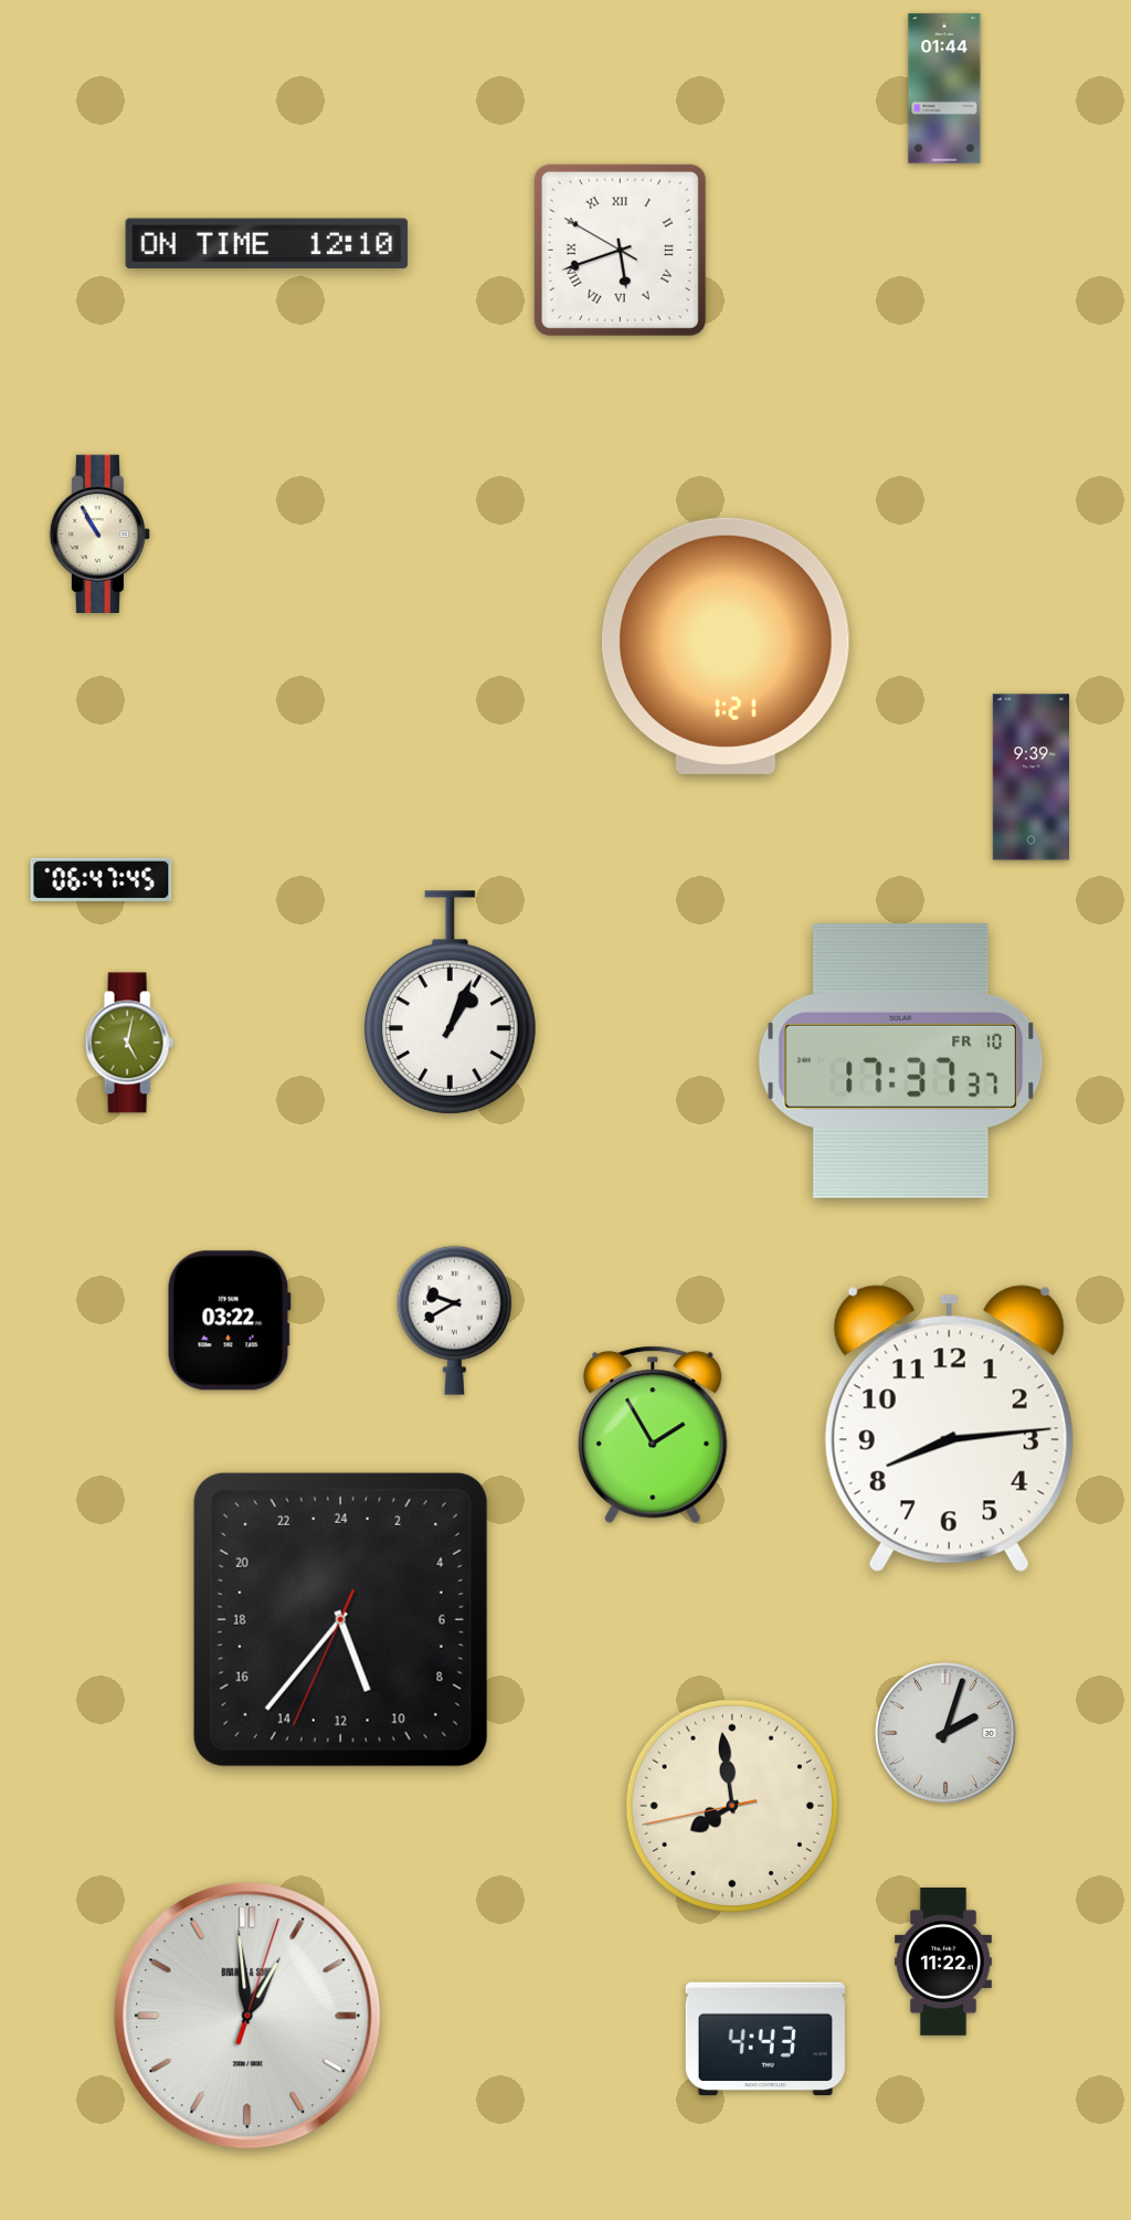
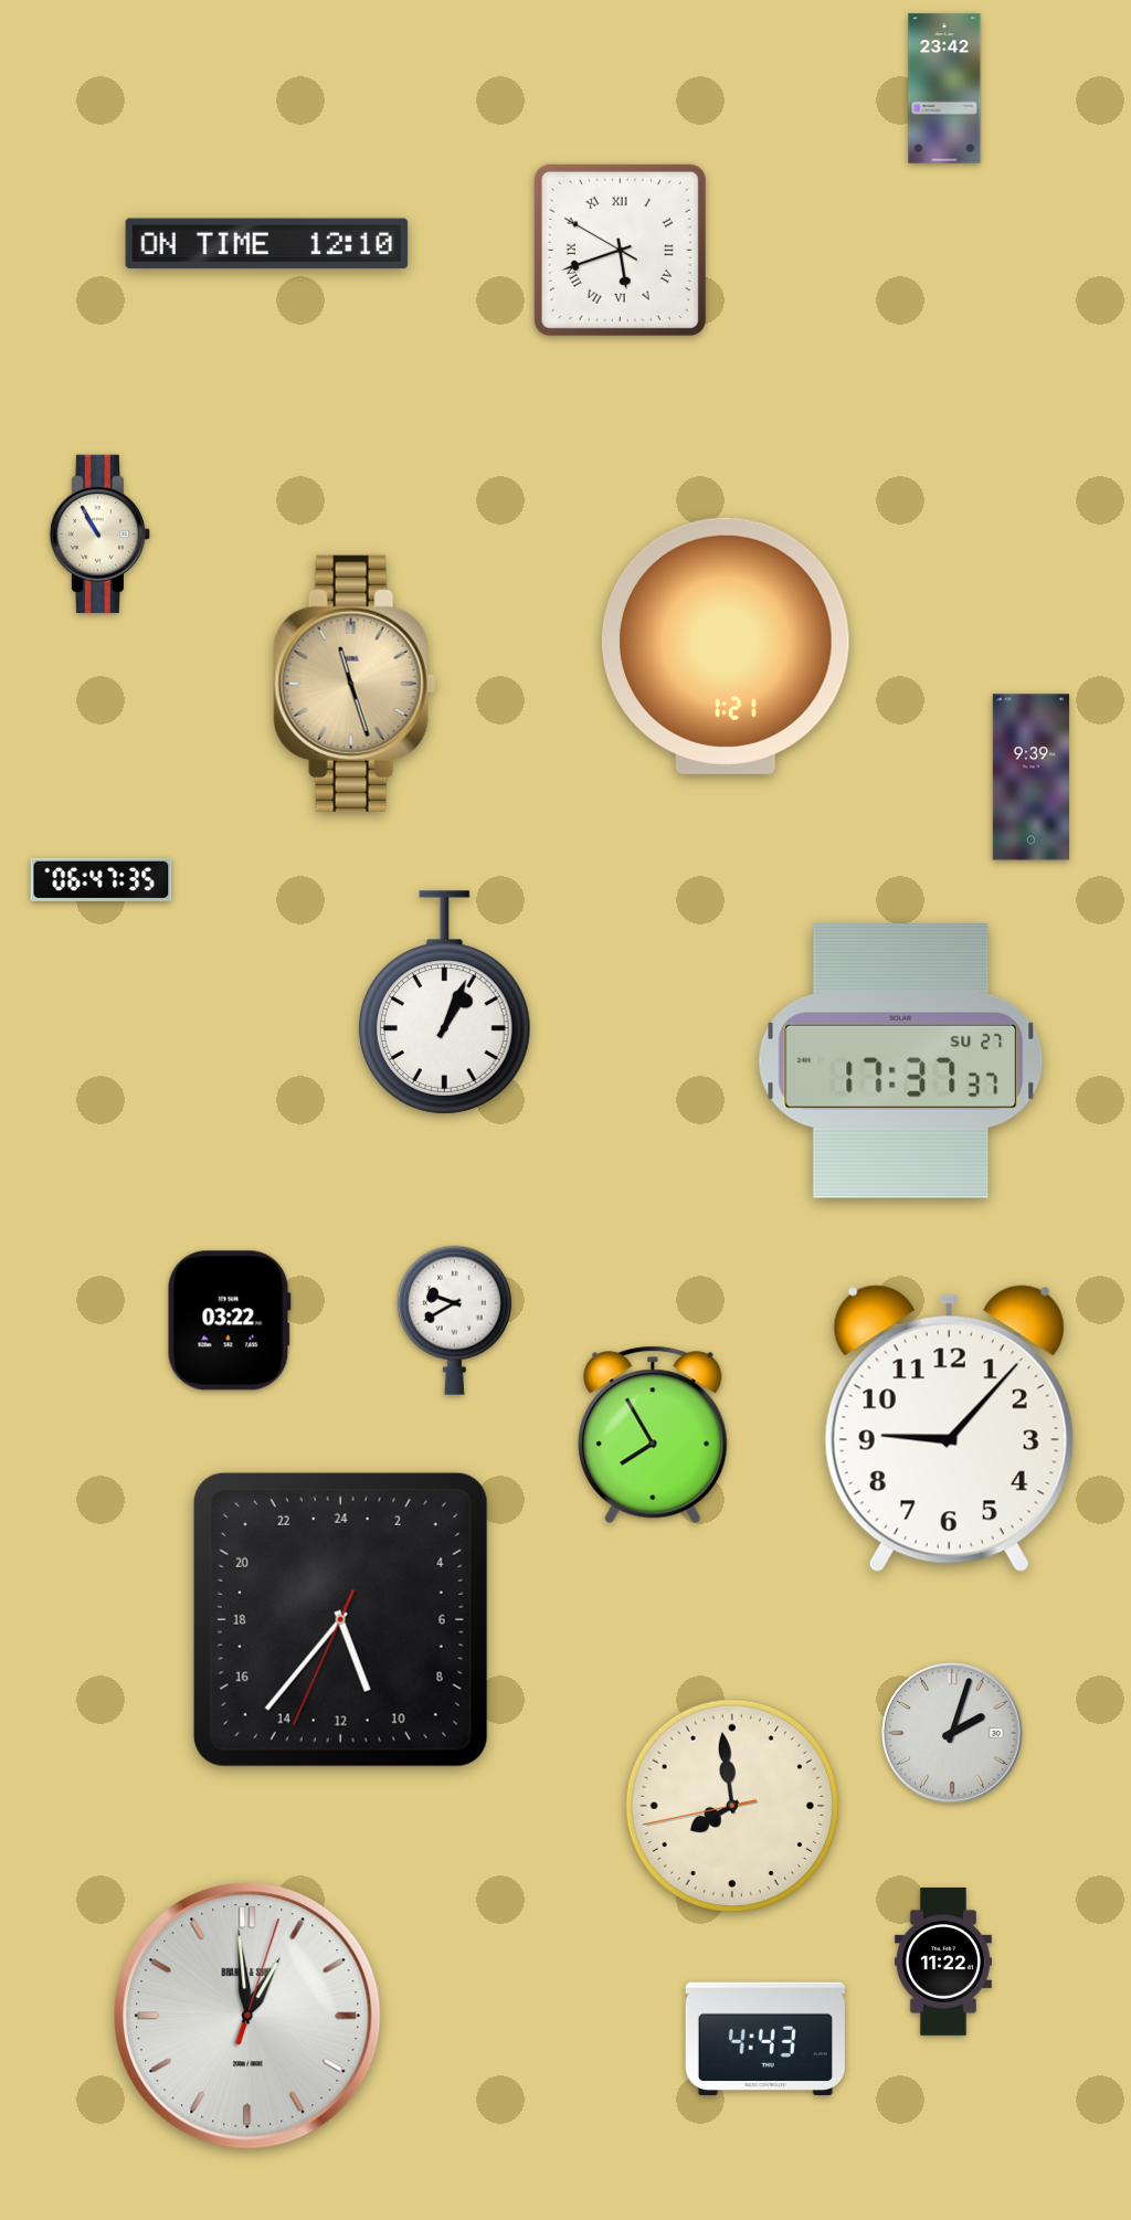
clock at (944, 88): 01:44 -> 23:42
clock at (355, 684): none -> 11:27
clock at (102, 879): 06:47:45 -> 06:47:35
clock at (450, 1003) position: (450, 1003) -> (444, 1003)
clock at (129, 1043): 5:02 -> none
clock at (901, 1061) date: FR 10 -> SU 27
clock at (949, 1429): 8:14 -> 9:07
clock at (653, 1435): 1:55 -> 7:55
clock at (945, 1733) position: (945, 1733) -> (952, 1733)
